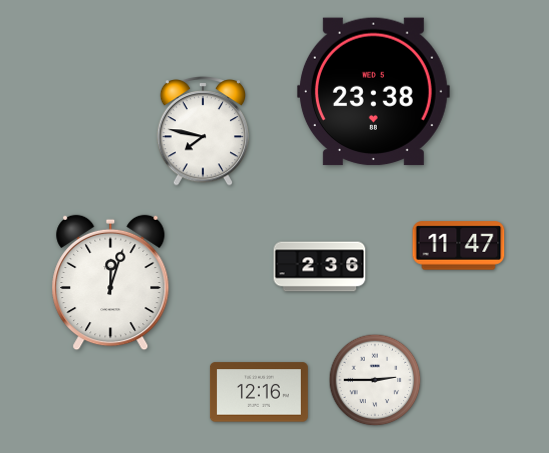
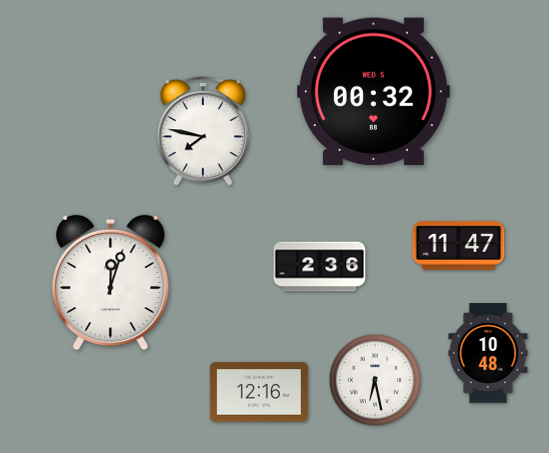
clock at (373, 92): 23:38 -> 00:32
clock at (488, 353): none -> 10:48
clock at (375, 380): 2:45 -> 6:28
